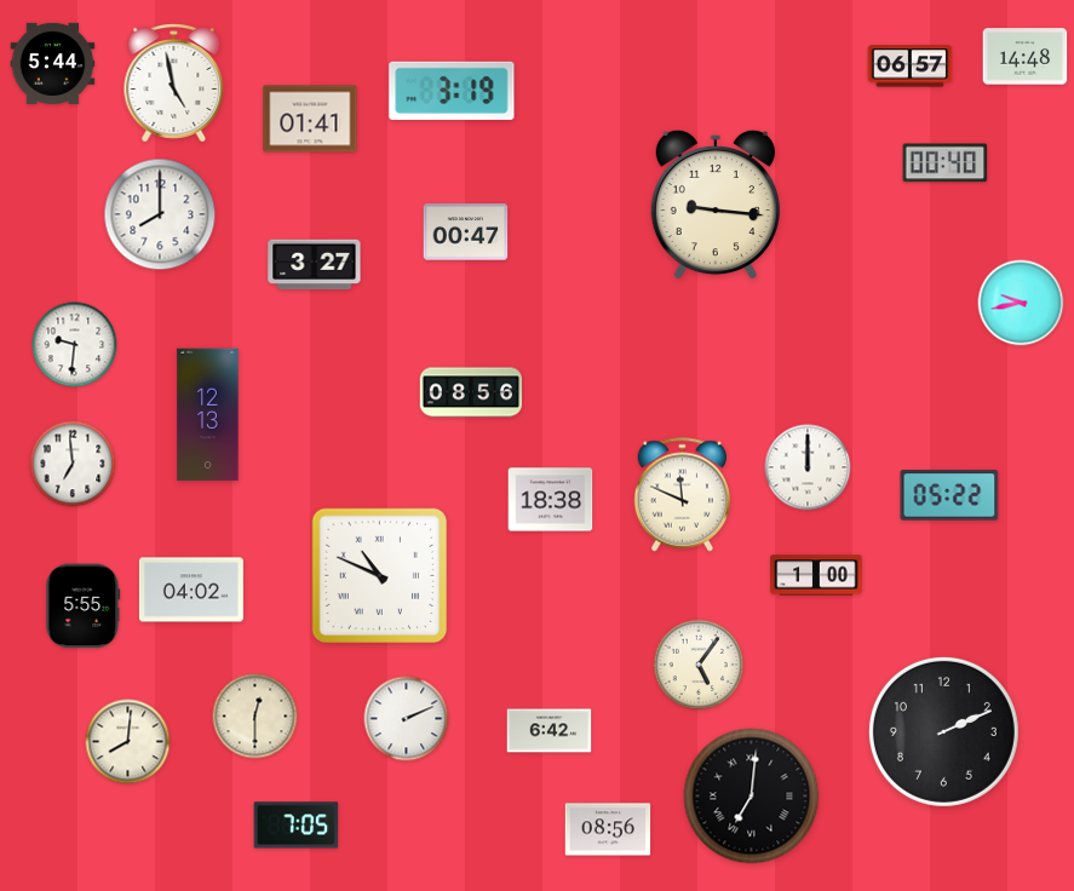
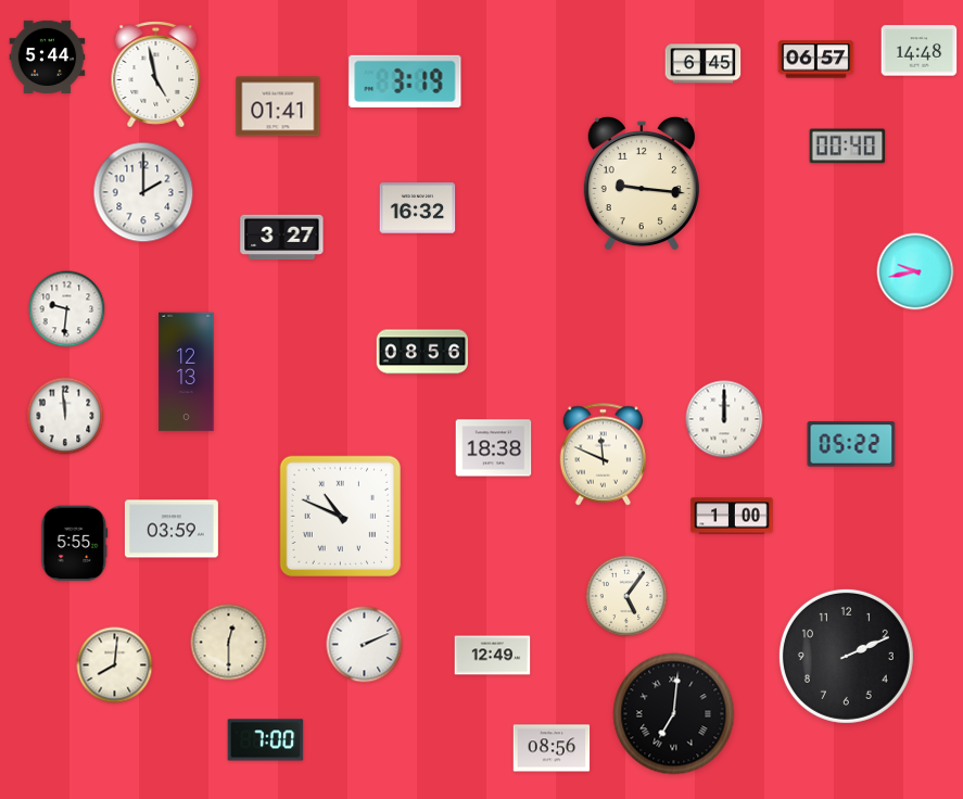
clock at (704, 64): none -> 6:45
clock at (160, 214): 8:00 -> 2:00
clock at (466, 232): 00:47 -> 16:32
clock at (73, 464): 6:59 -> 11:59
clock at (682, 495) position: (682, 495) -> (603, 455)
clock at (191, 590): 04:02 -> 03:59
clock at (550, 731): 6:42 -> 12:49
clock at (297, 826): 7:05 -> 7:00
clock at (608, 829) position: (608, 829) -> (552, 748)
